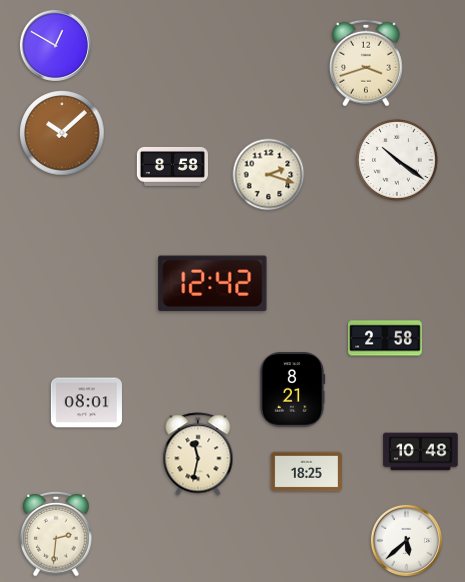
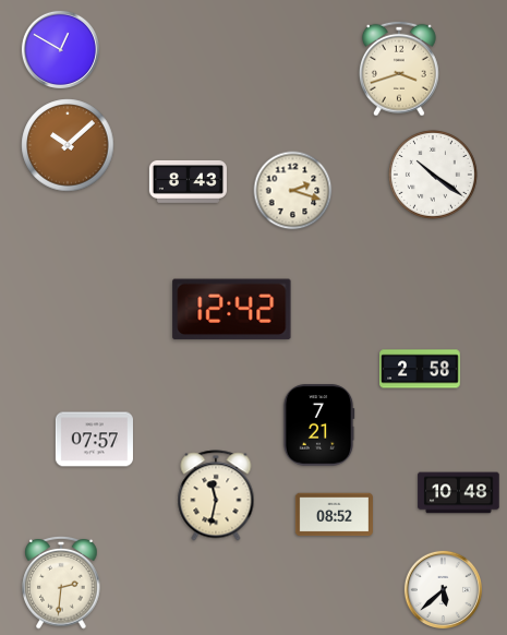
clock at (172, 166): 8:58 -> 8:43
clock at (292, 390): 8:21 -> 7:21
clock at (86, 403): 08:01 -> 07:57
clock at (306, 472): 18:25 -> 08:52
